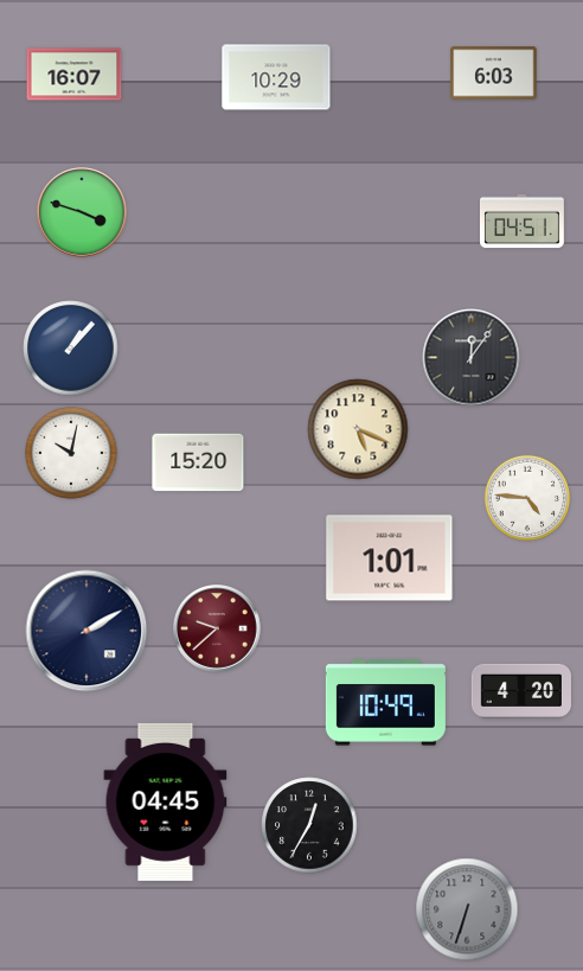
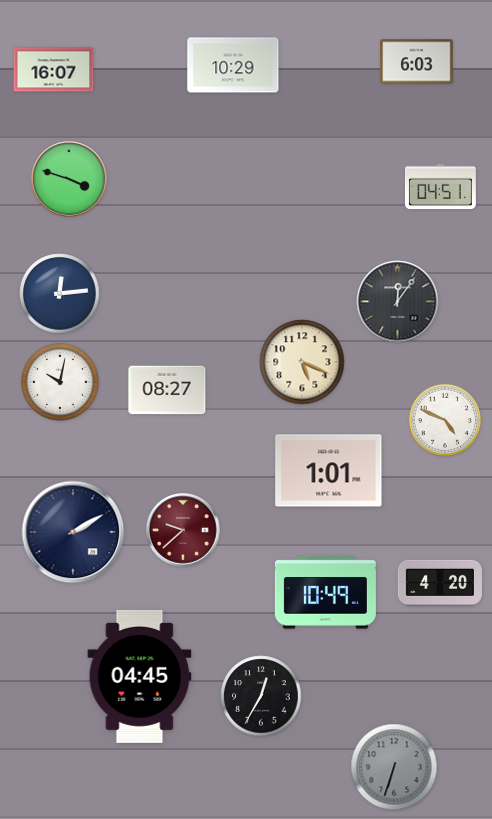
clock at (75, 75) position: (75, 75) -> (54, 70)
clock at (71, 349): 1:07 -> 12:14
clock at (198, 462): 15:20 -> 08:27
clock at (527, 498): 4:46 -> 4:49
